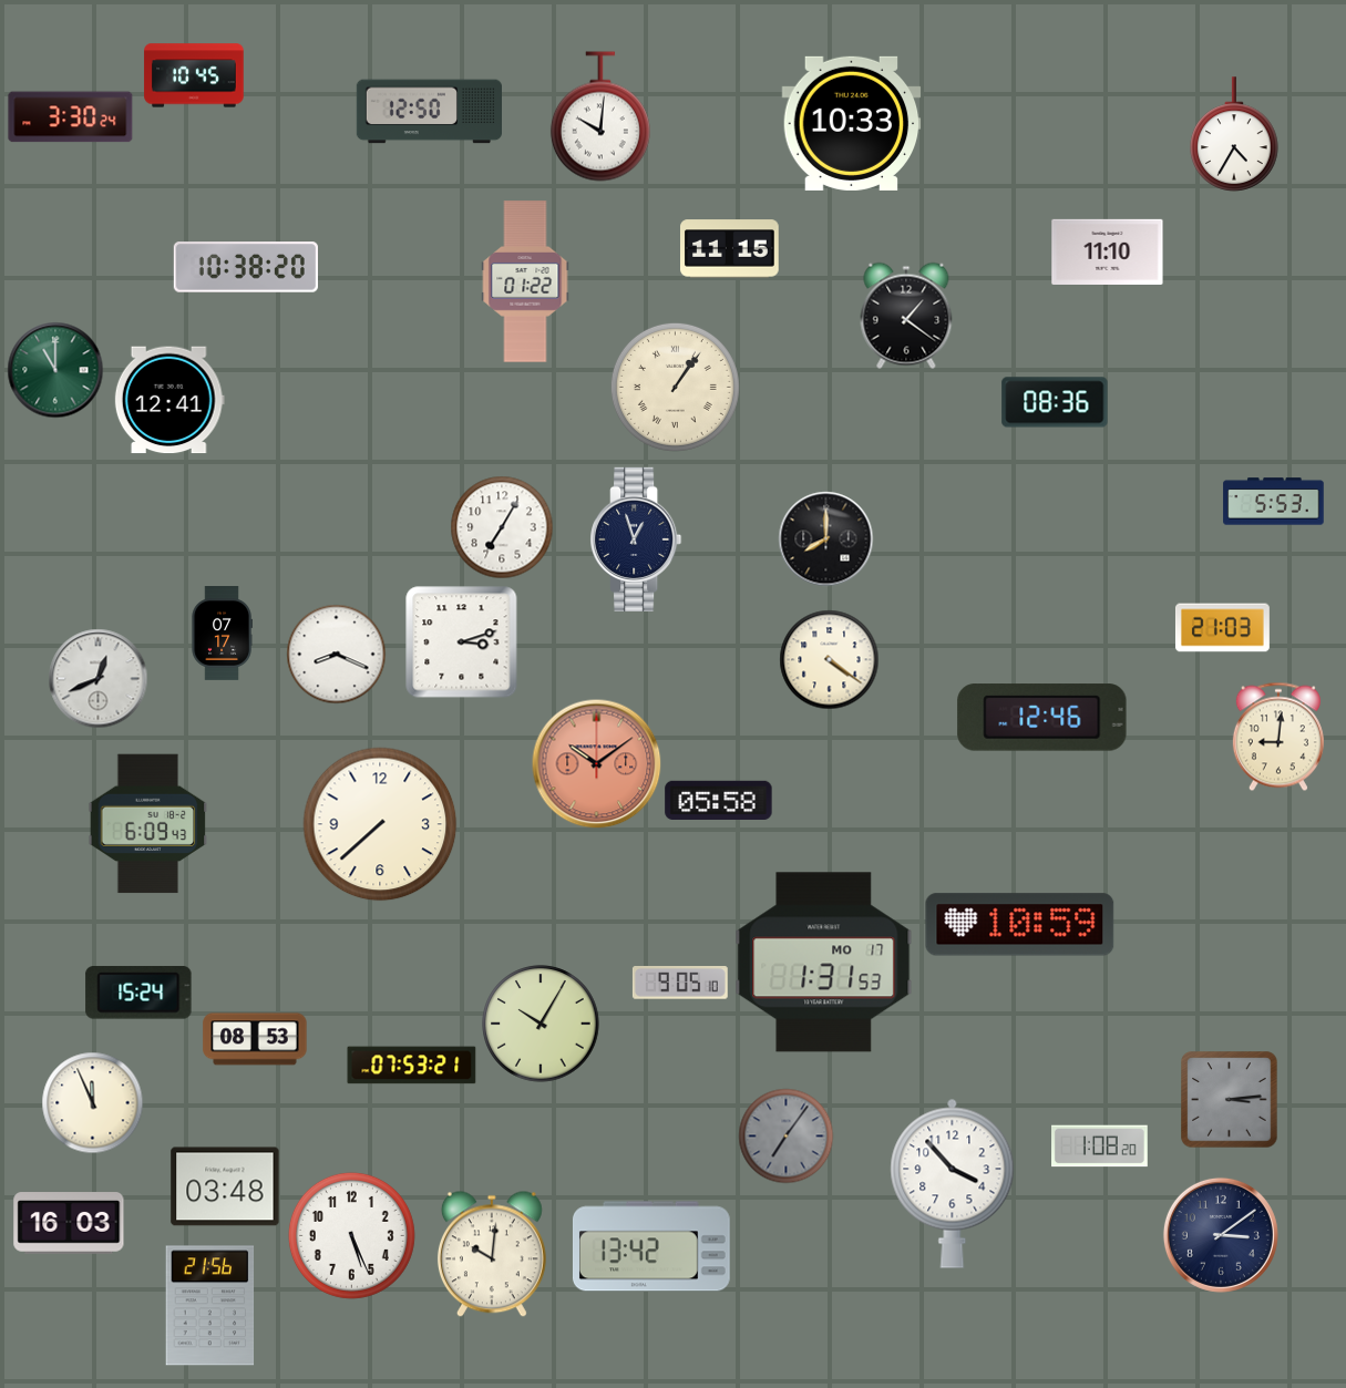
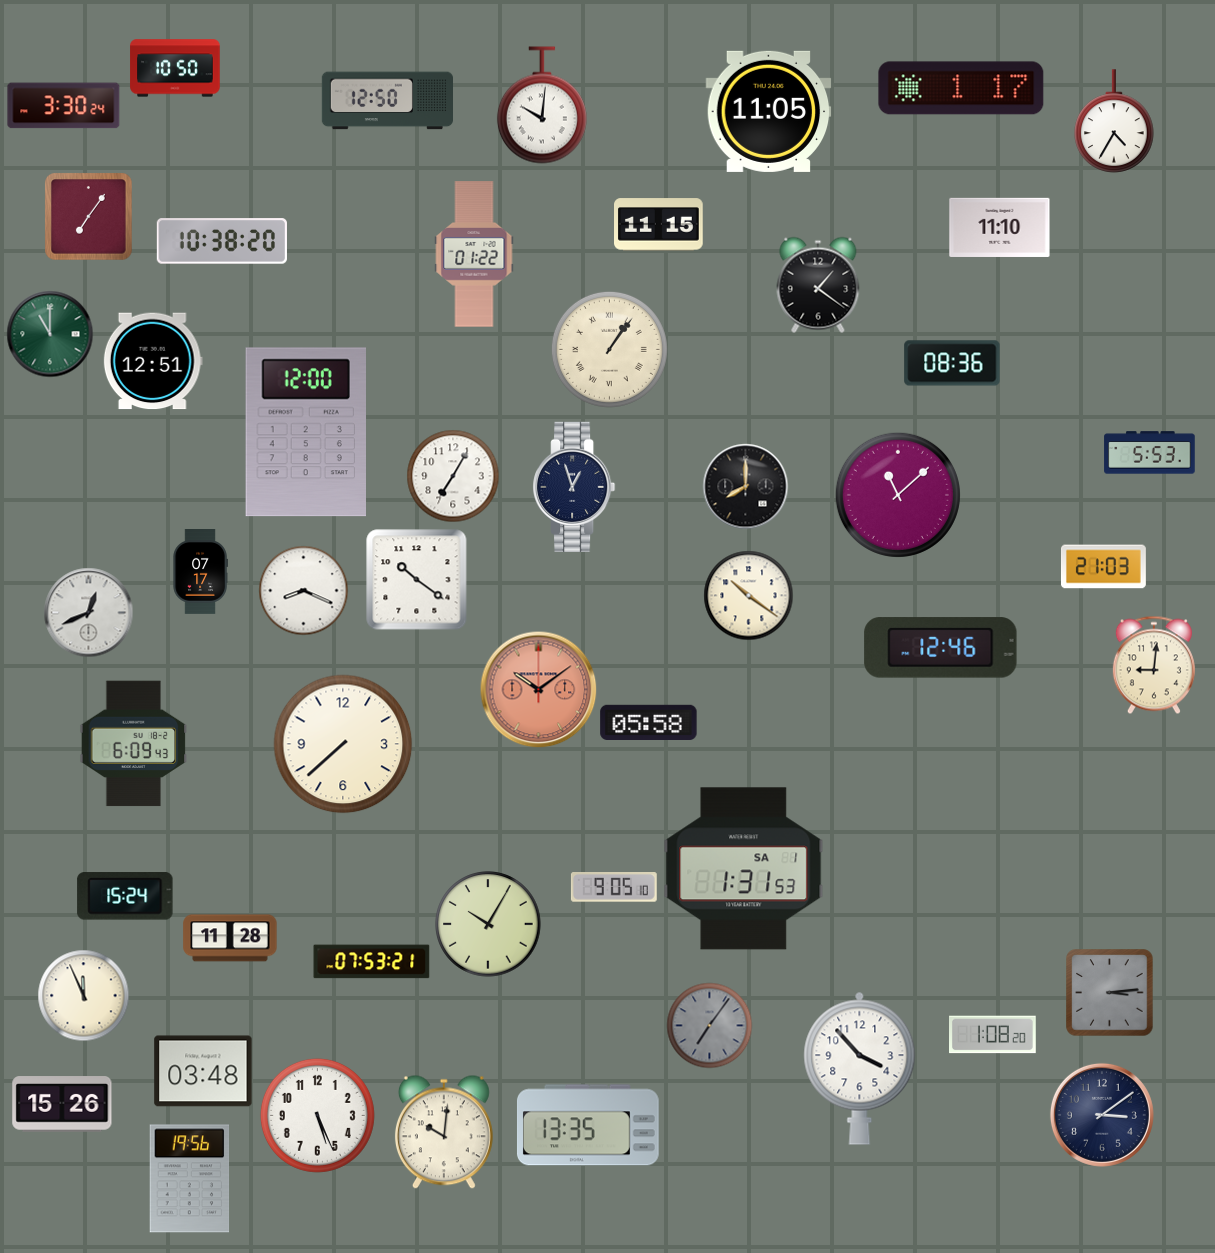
clock at (194, 75): 10:45 -> 10:50
clock at (961, 88): none -> 1:17
clock at (852, 123): 10:33 -> 11:05
clock at (88, 216): none -> 7:06
clock at (169, 400): 12:41 -> 12:51
clock at (305, 432): none -> 12:00
clock at (898, 495): none -> 11:08
clock at (461, 642): 3:12 -> 10:21
clock at (829, 659): 4:21 -> 10:21
clock at (1020, 925): 10:59 -> none
clock at (824, 963) date: MO 17 -> SA 1
clock at (255, 1039): 08:53 -> 11:28
clock at (69, 1223): 16:03 -> 15:26
clock at (651, 1246): 13:42 -> 13:35
clock at (210, 1306): 21:56 -> 19:56
